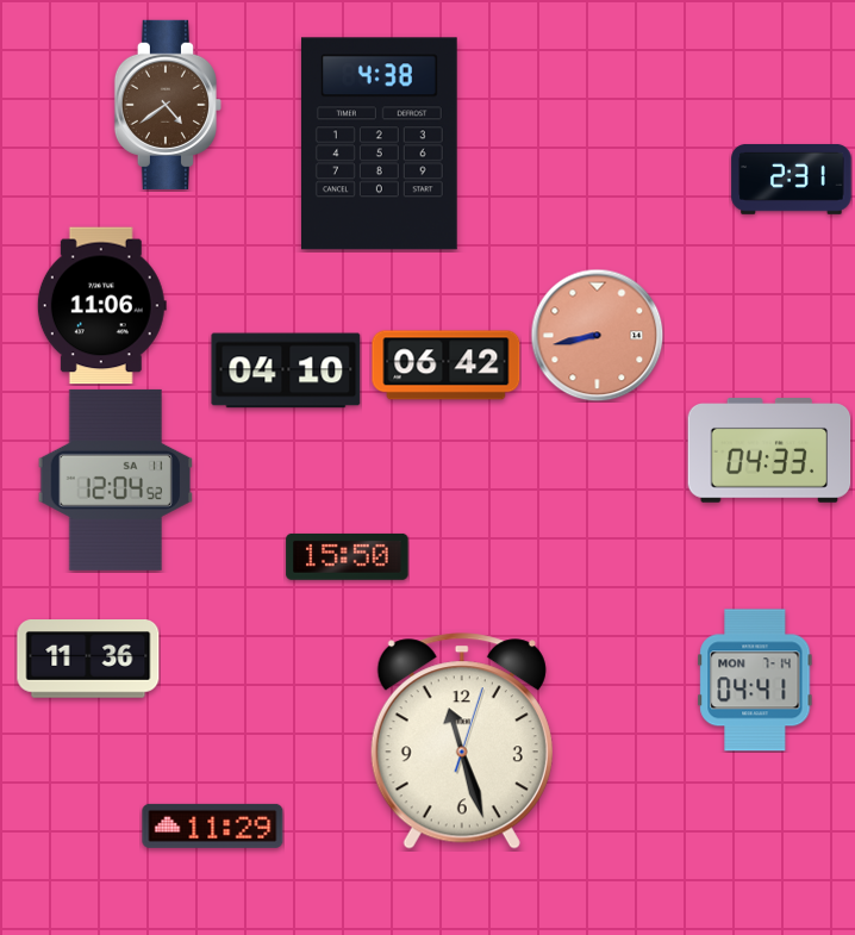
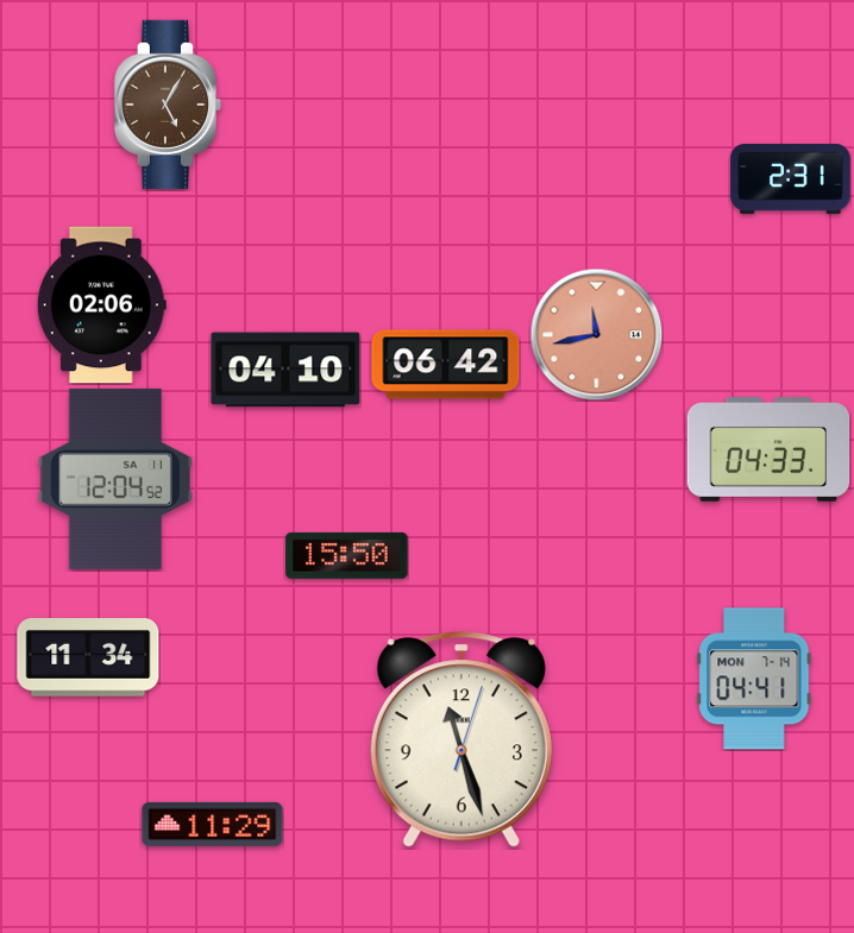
clock at (168, 105): 4:39 -> 5:05
clock at (379, 144): 4:38 -> none
clock at (101, 306): 11:06 -> 02:06
clock at (597, 335): 8:43 -> 11:43
clock at (88, 659): 11:36 -> 11:34
